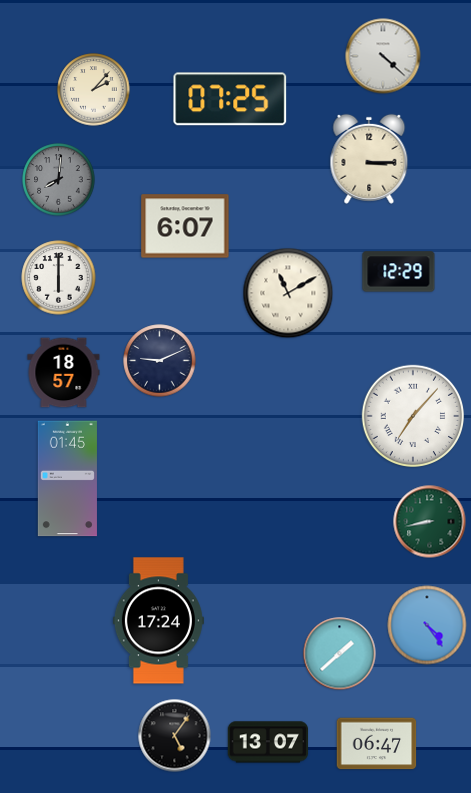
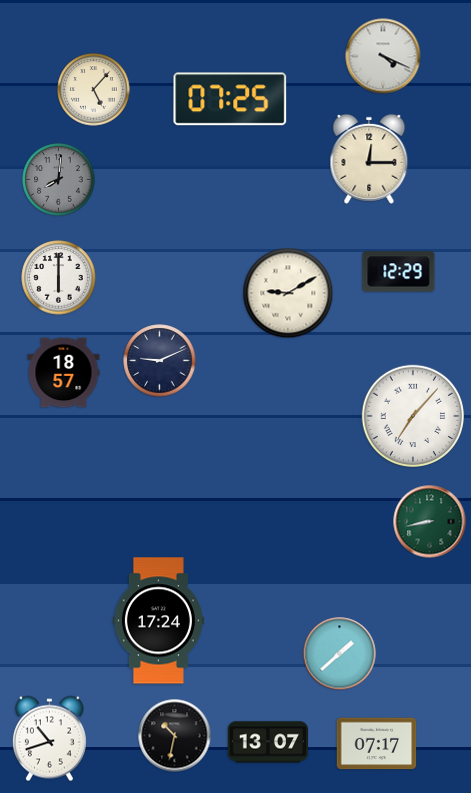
clock at (383, 56): 4:22 -> 4:19
clock at (94, 90): 2:07 -> 5:07
clock at (369, 159): 3:15 -> 12:15
clock at (185, 226): 6:07 -> none
clock at (288, 293): 11:10 -> 9:10
clock at (67, 479): 01:45 -> none
clock at (427, 625): 4:24 -> none
clock at (175, 736): 5:06 -> 10:32
clock at (49, 739): none -> 10:42
clock at (377, 744): 06:47 -> 07:17
